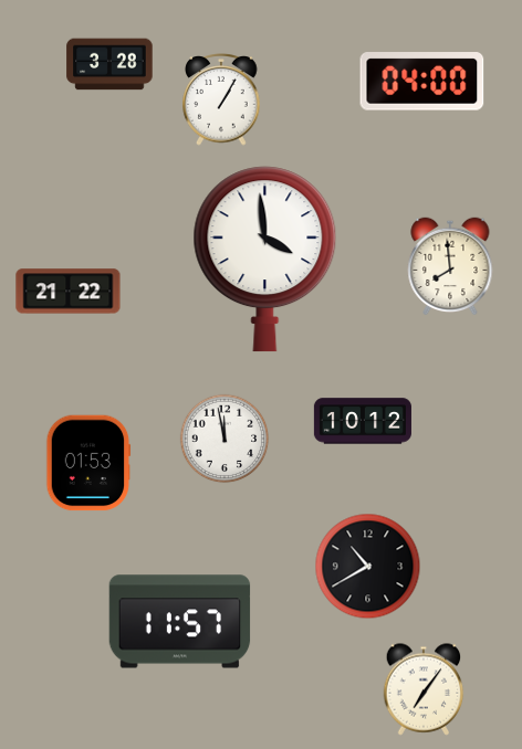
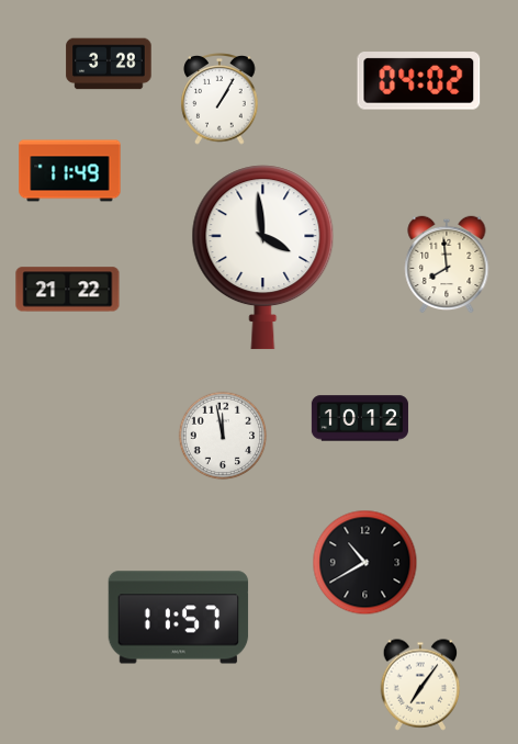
clock at (422, 82): 04:00 -> 04:02
clock at (70, 171): none -> 11:49
clock at (88, 463): 01:53 -> none
